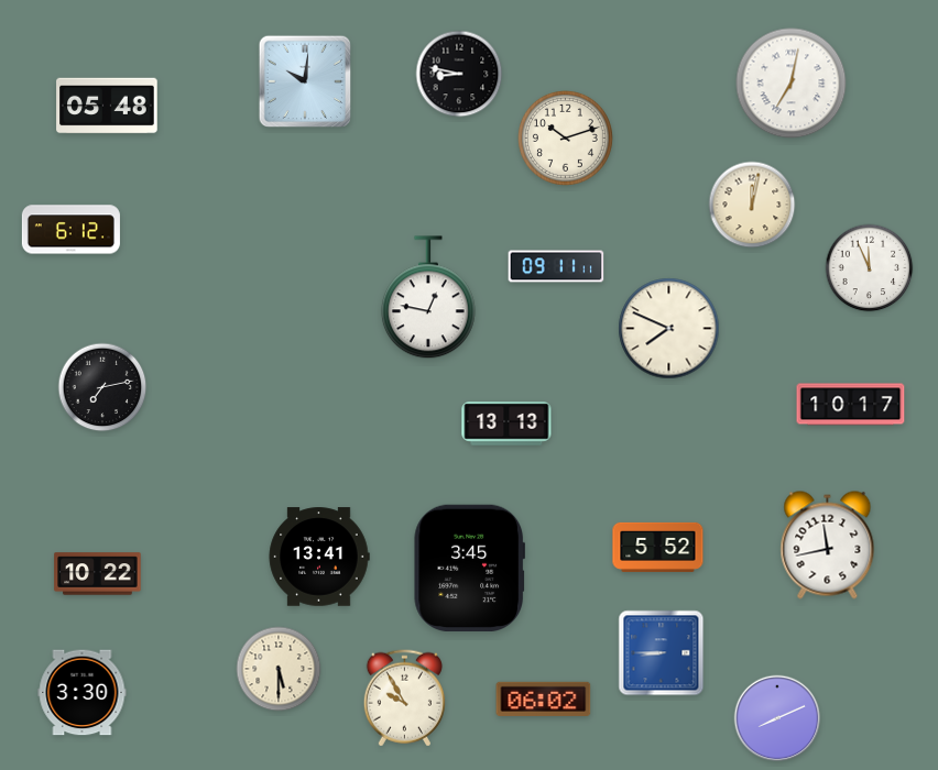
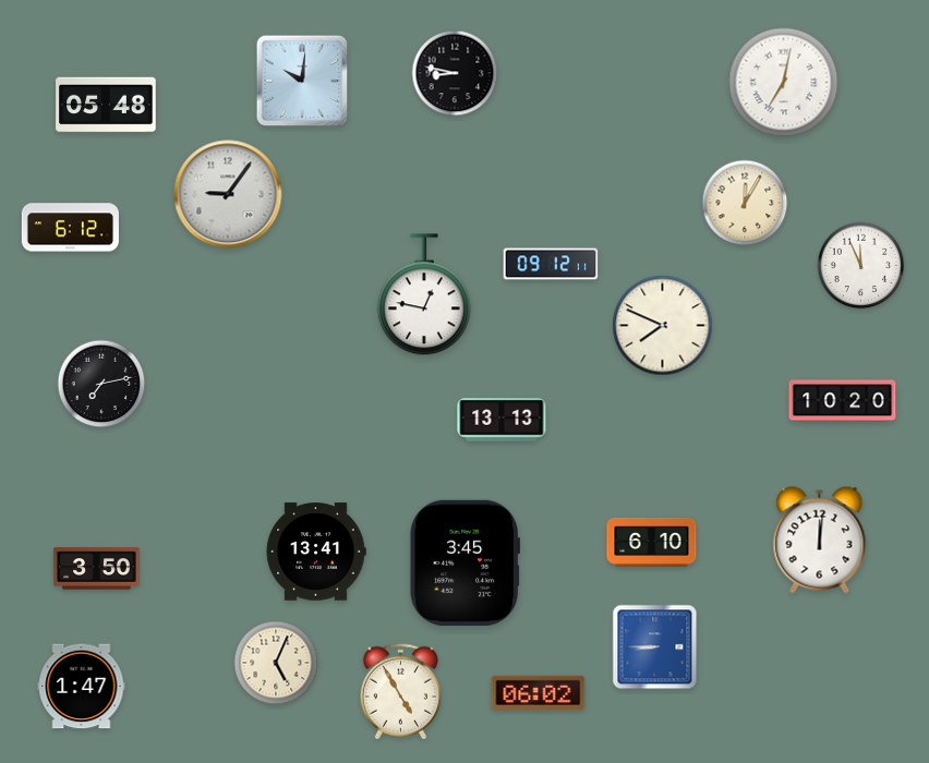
clock at (565, 137): 10:12 -> none
clock at (228, 194): none -> 9:06
clock at (752, 205): 12:02 -> 12:05
clock at (556, 266): 09:11 -> 09:12
clock at (851, 405): 10:17 -> 10:20
clock at (828, 546): 11:43 -> 12:01
clock at (658, 547): 5:52 -> 6:10
clock at (98, 574): 10:22 -> 3:50
clock at (279, 669): 5:30 -> 5:04
clock at (83, 693): 3:30 -> 1:47
clock at (404, 698): 9:55 -> 4:55
clock at (777, 718): 8:11 -> none
